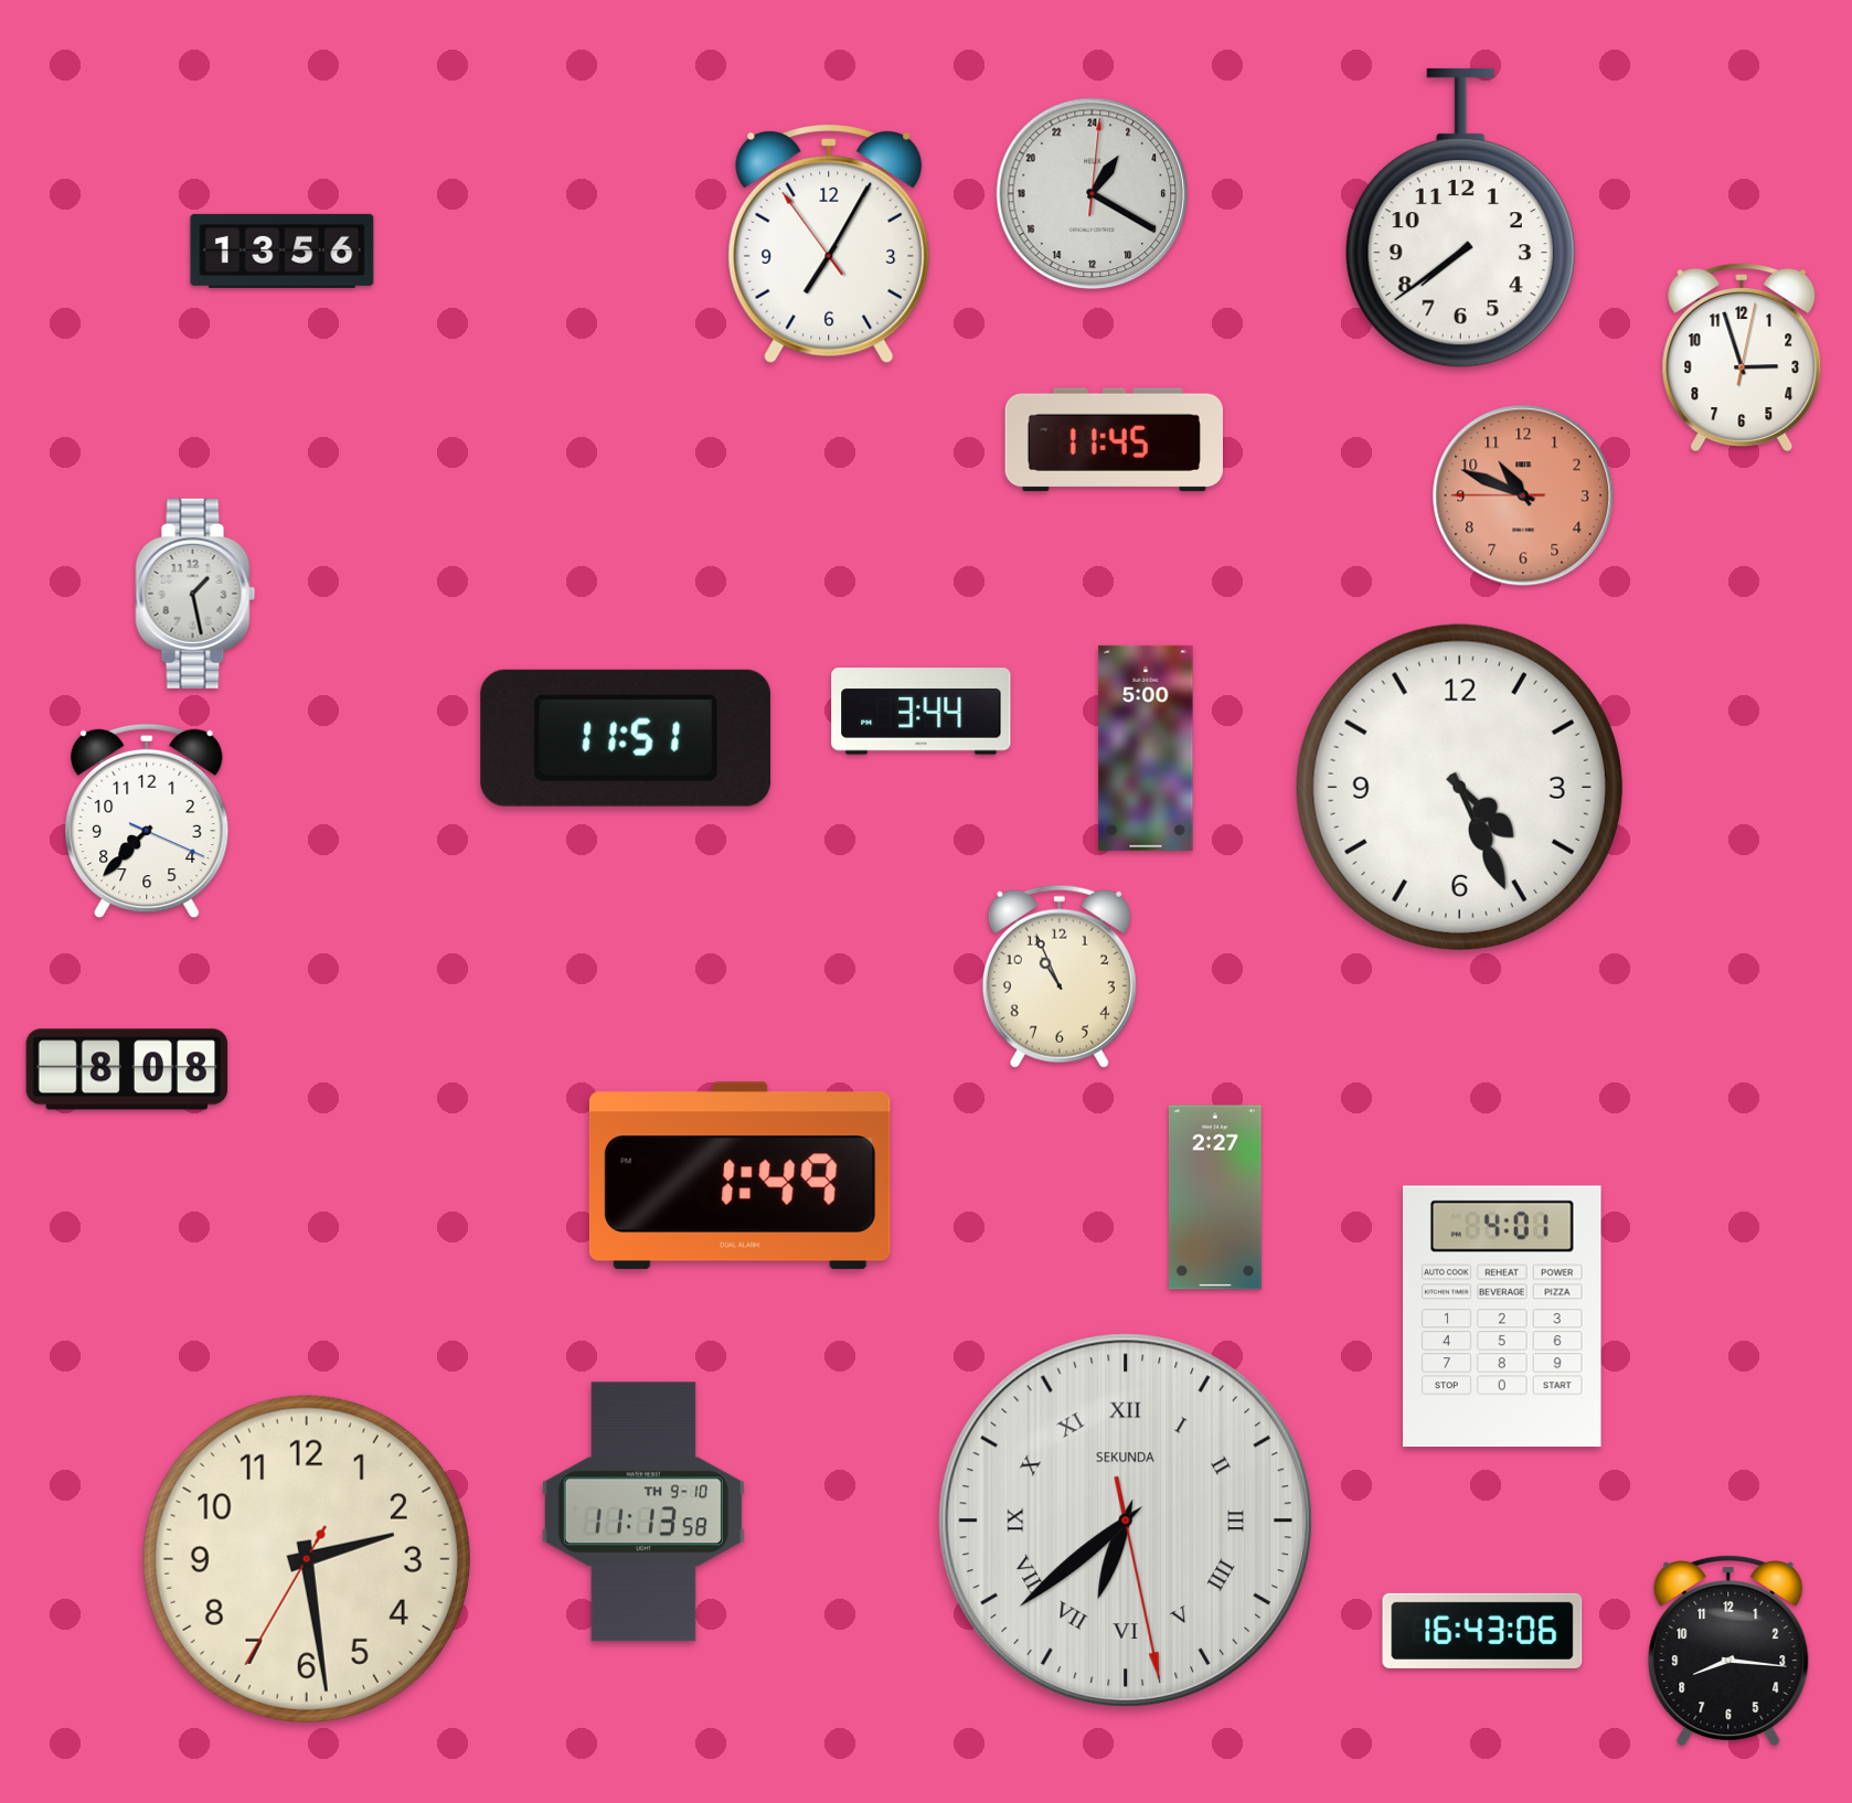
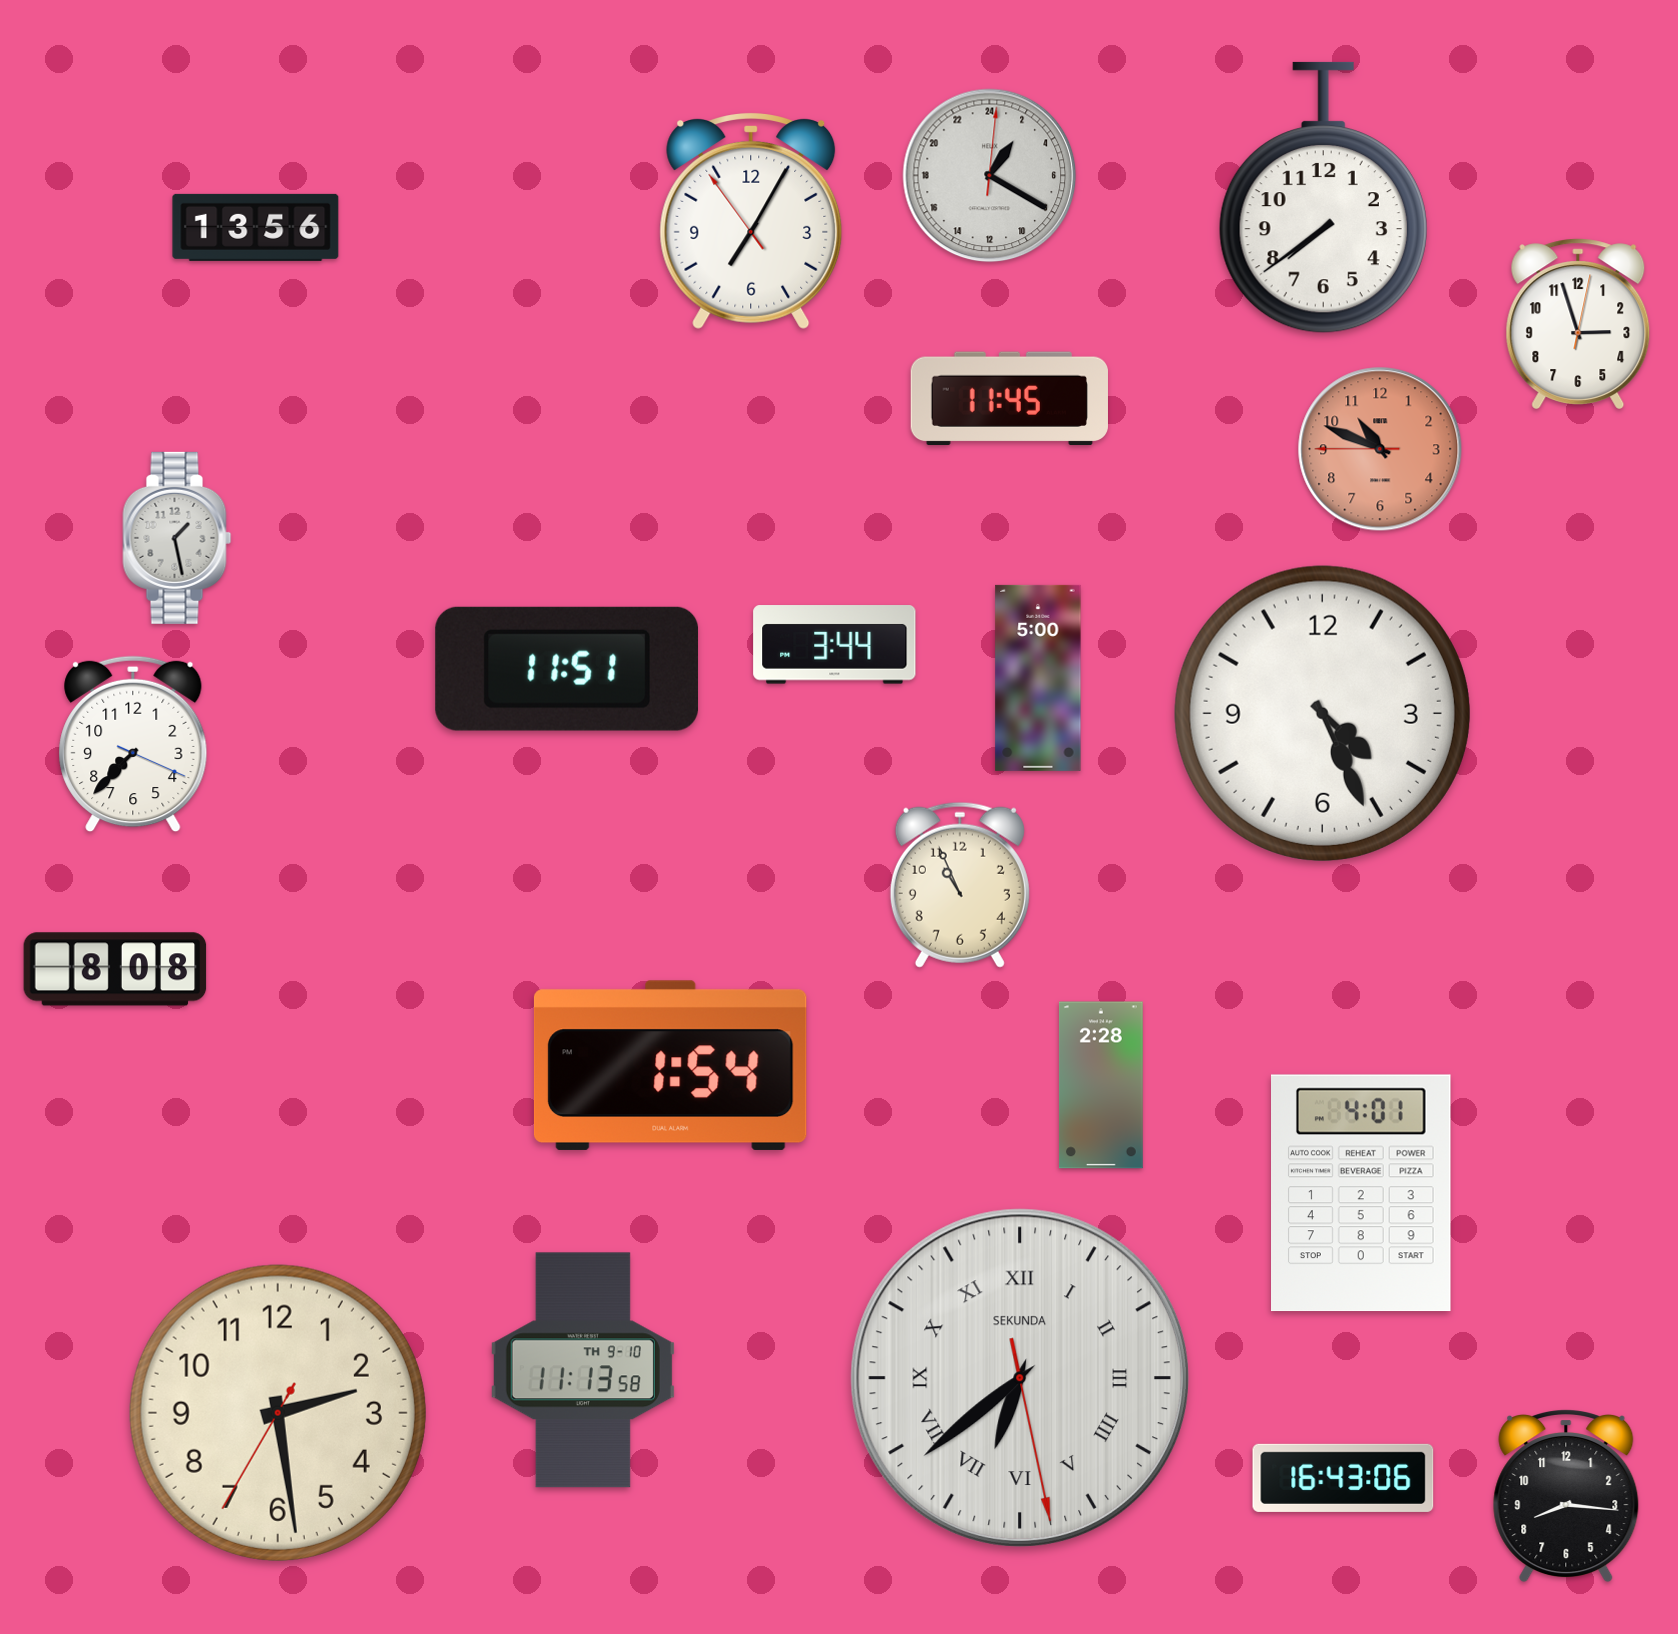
clock at (739, 1175): 1:49 -> 1:54
clock at (1215, 1197): 2:27 -> 2:28
